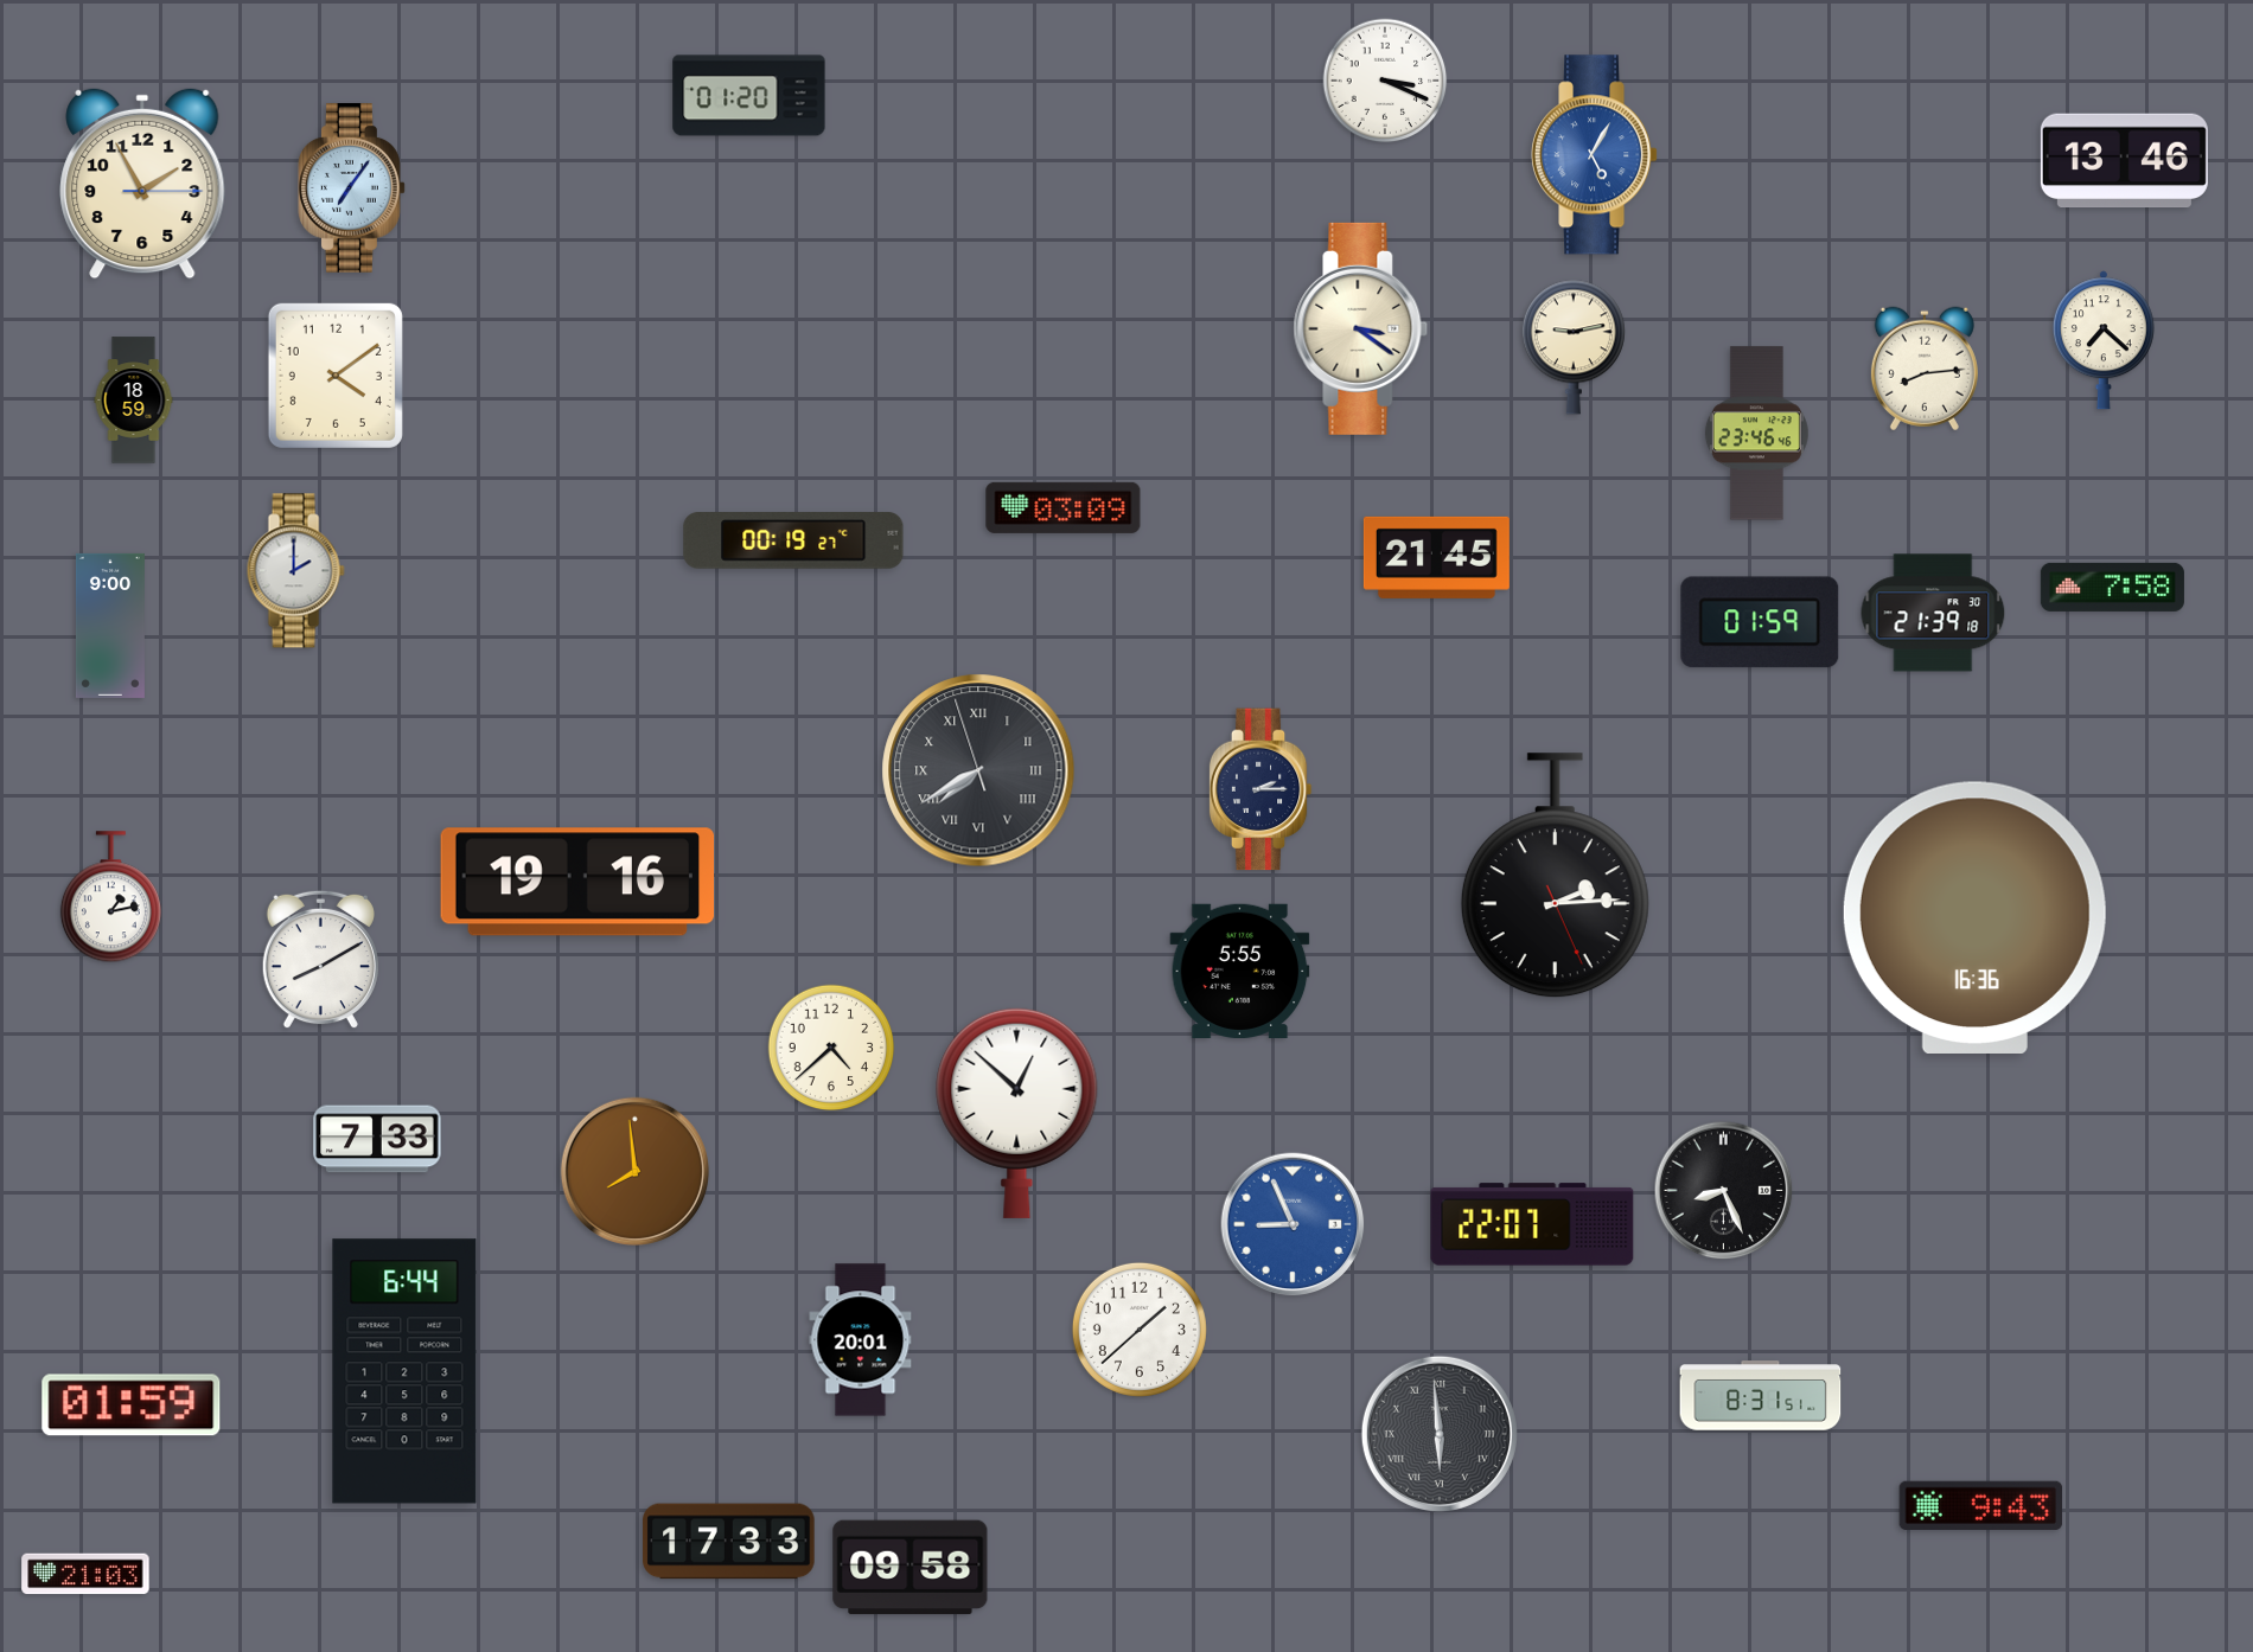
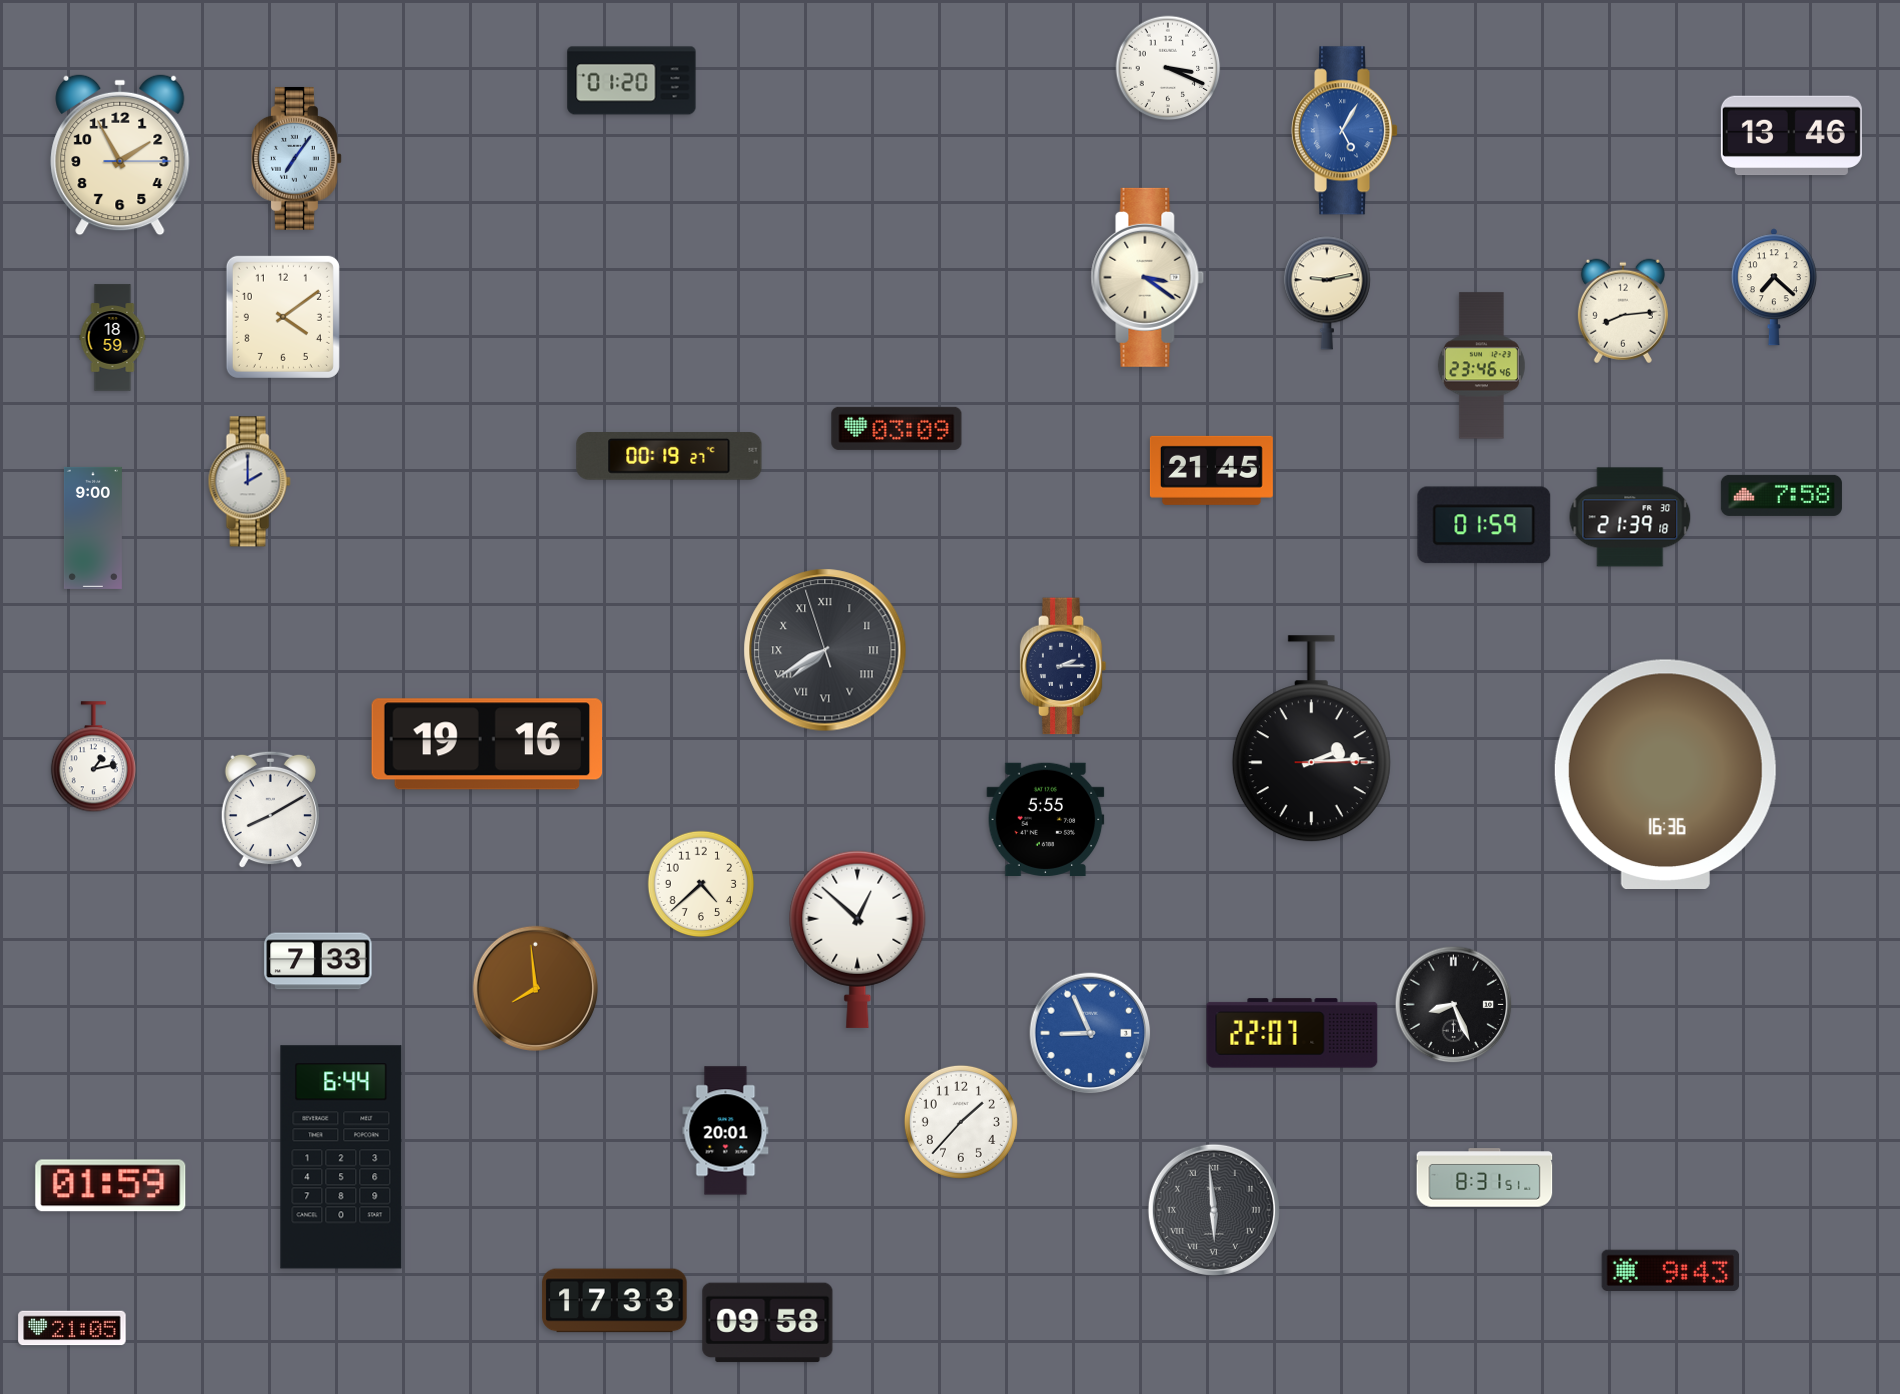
clock at (1555, 876): 2:14:26 -> 2:14:15
clock at (1140, 1330): 1:38 -> 1:37
clock at (85, 1574): 21:03 -> 21:05
